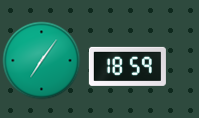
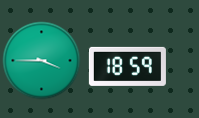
clock at (41, 60): 7:06 -> 3:45
